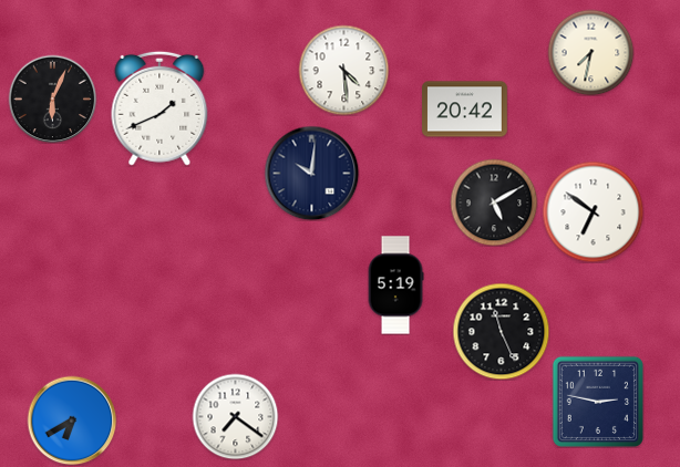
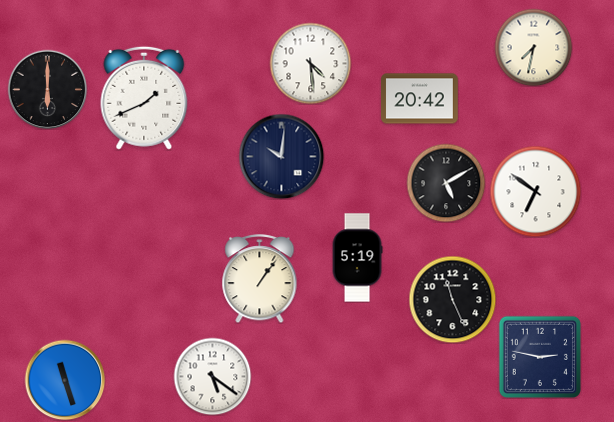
clock at (52, 98): 6:04 -> 6:00
clock at (260, 279): none -> 1:06
clock at (598, 402) position: (598, 402) -> (540, 357)
clock at (235, 416): 7:21 -> 5:21
clock at (72, 421): 6:40 -> 11:27
